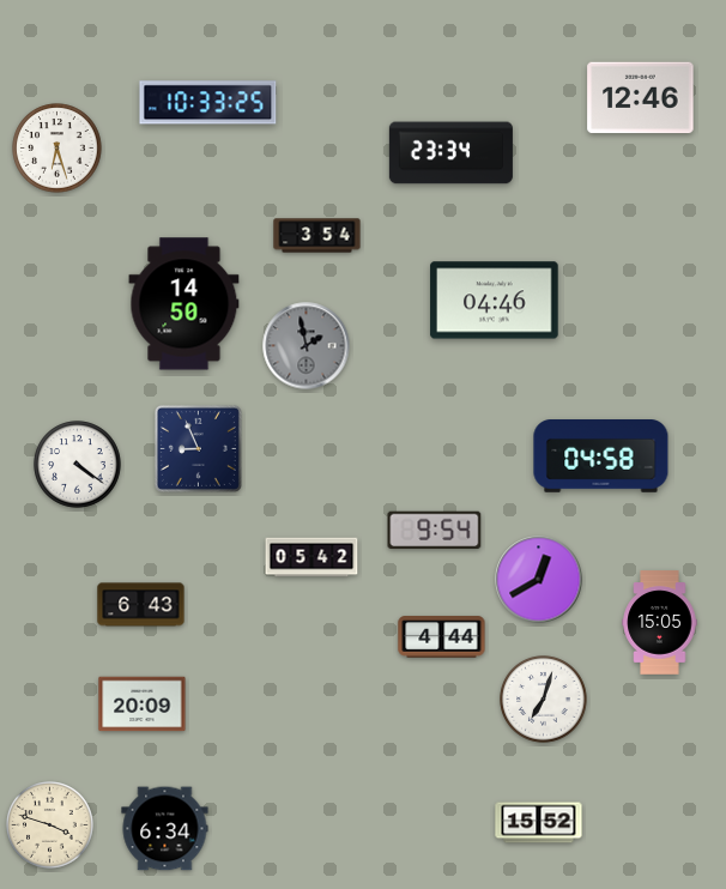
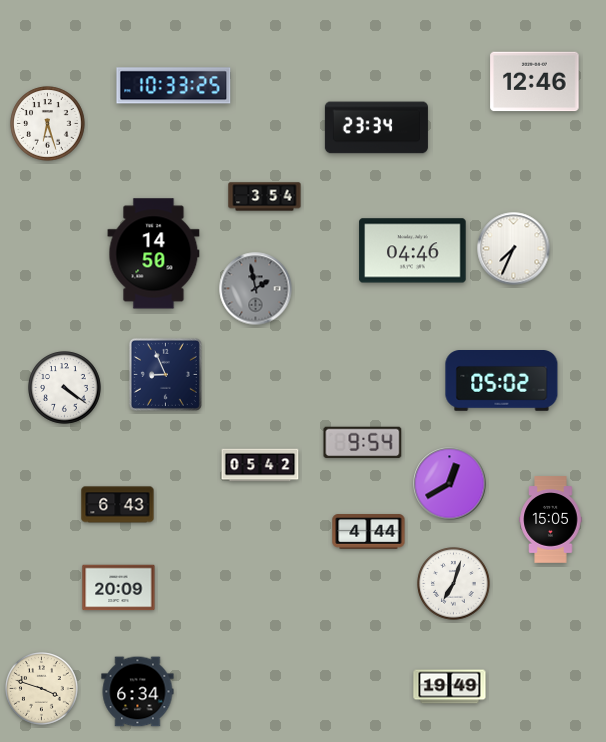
clock at (514, 249): none -> 7:34
clock at (601, 456): 04:58 -> 05:02
clock at (539, 823): 15:52 -> 19:49
